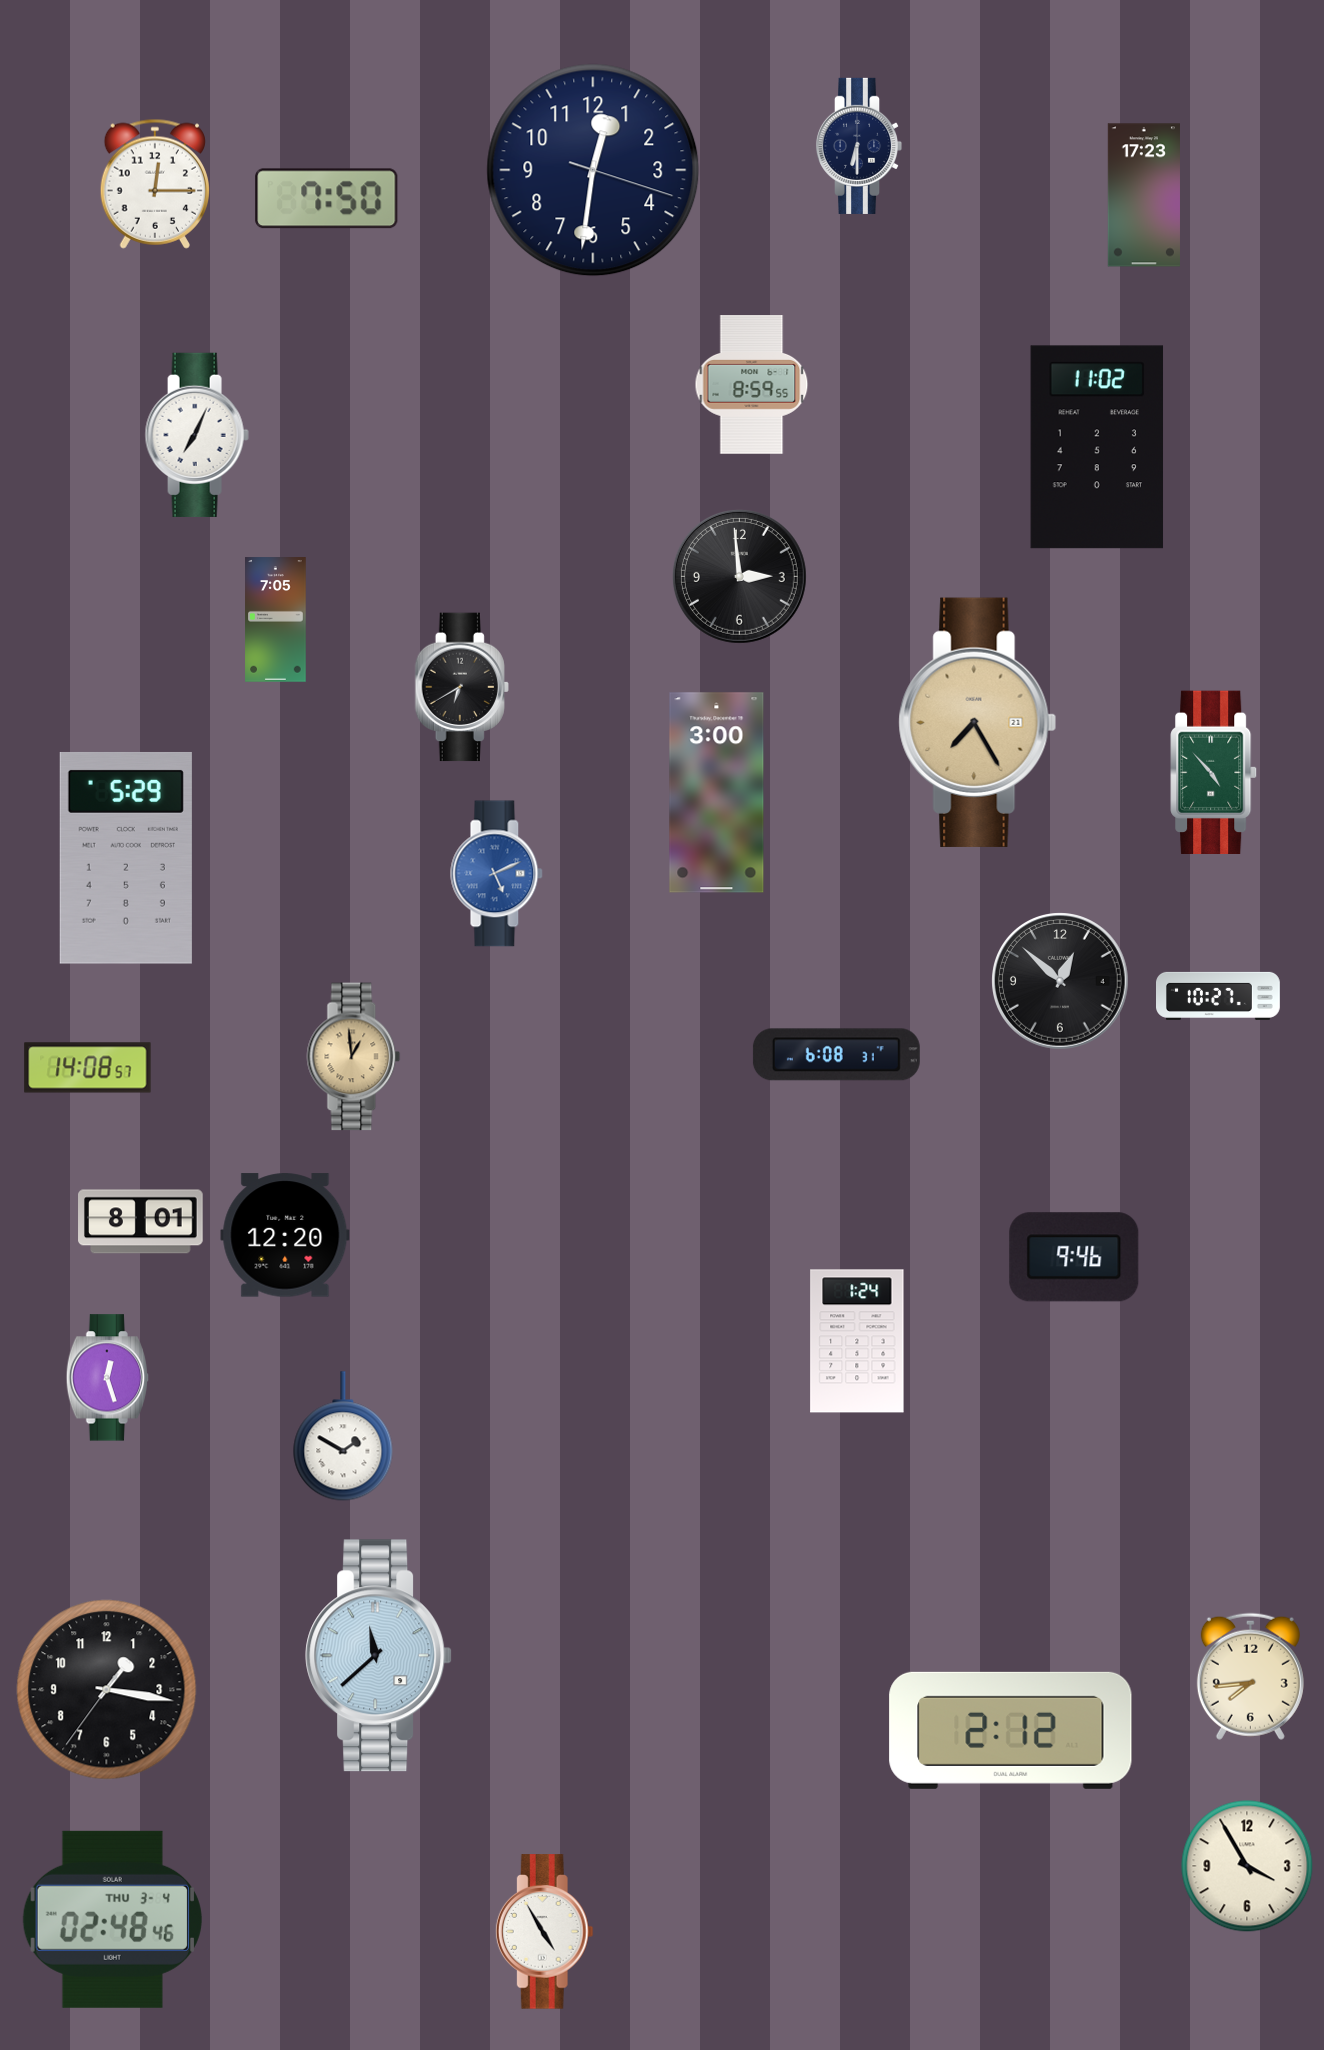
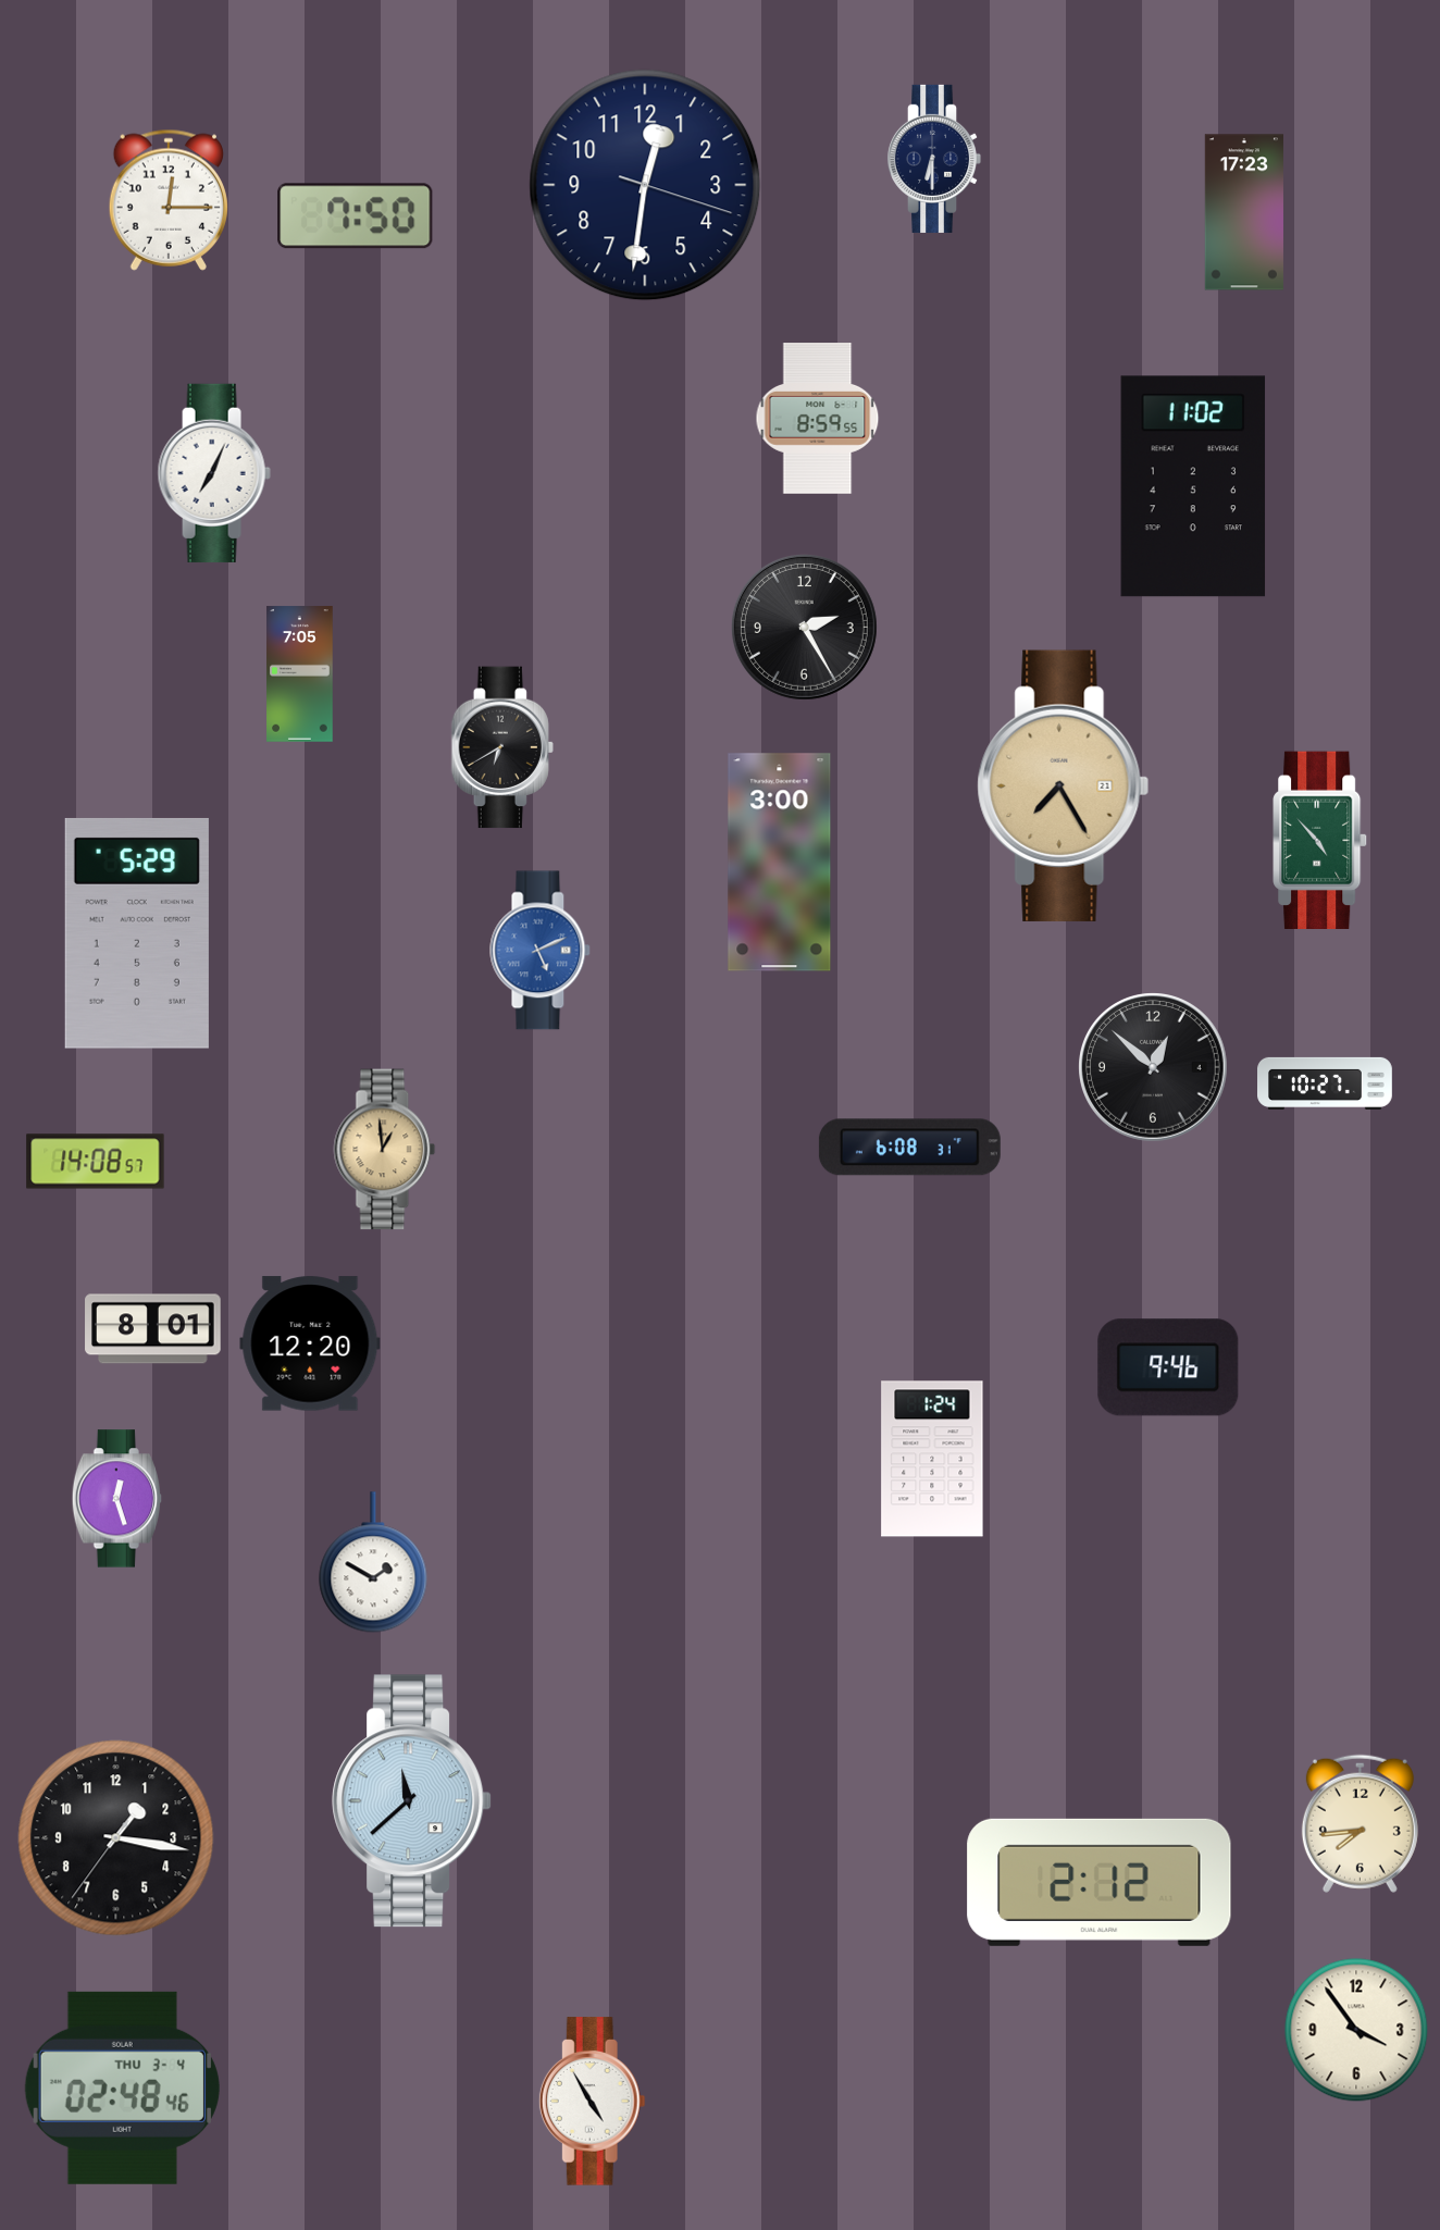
clock at (739, 576): 2:59 -> 2:25
clock at (1247, 1866): 3:55 -> 3:54
